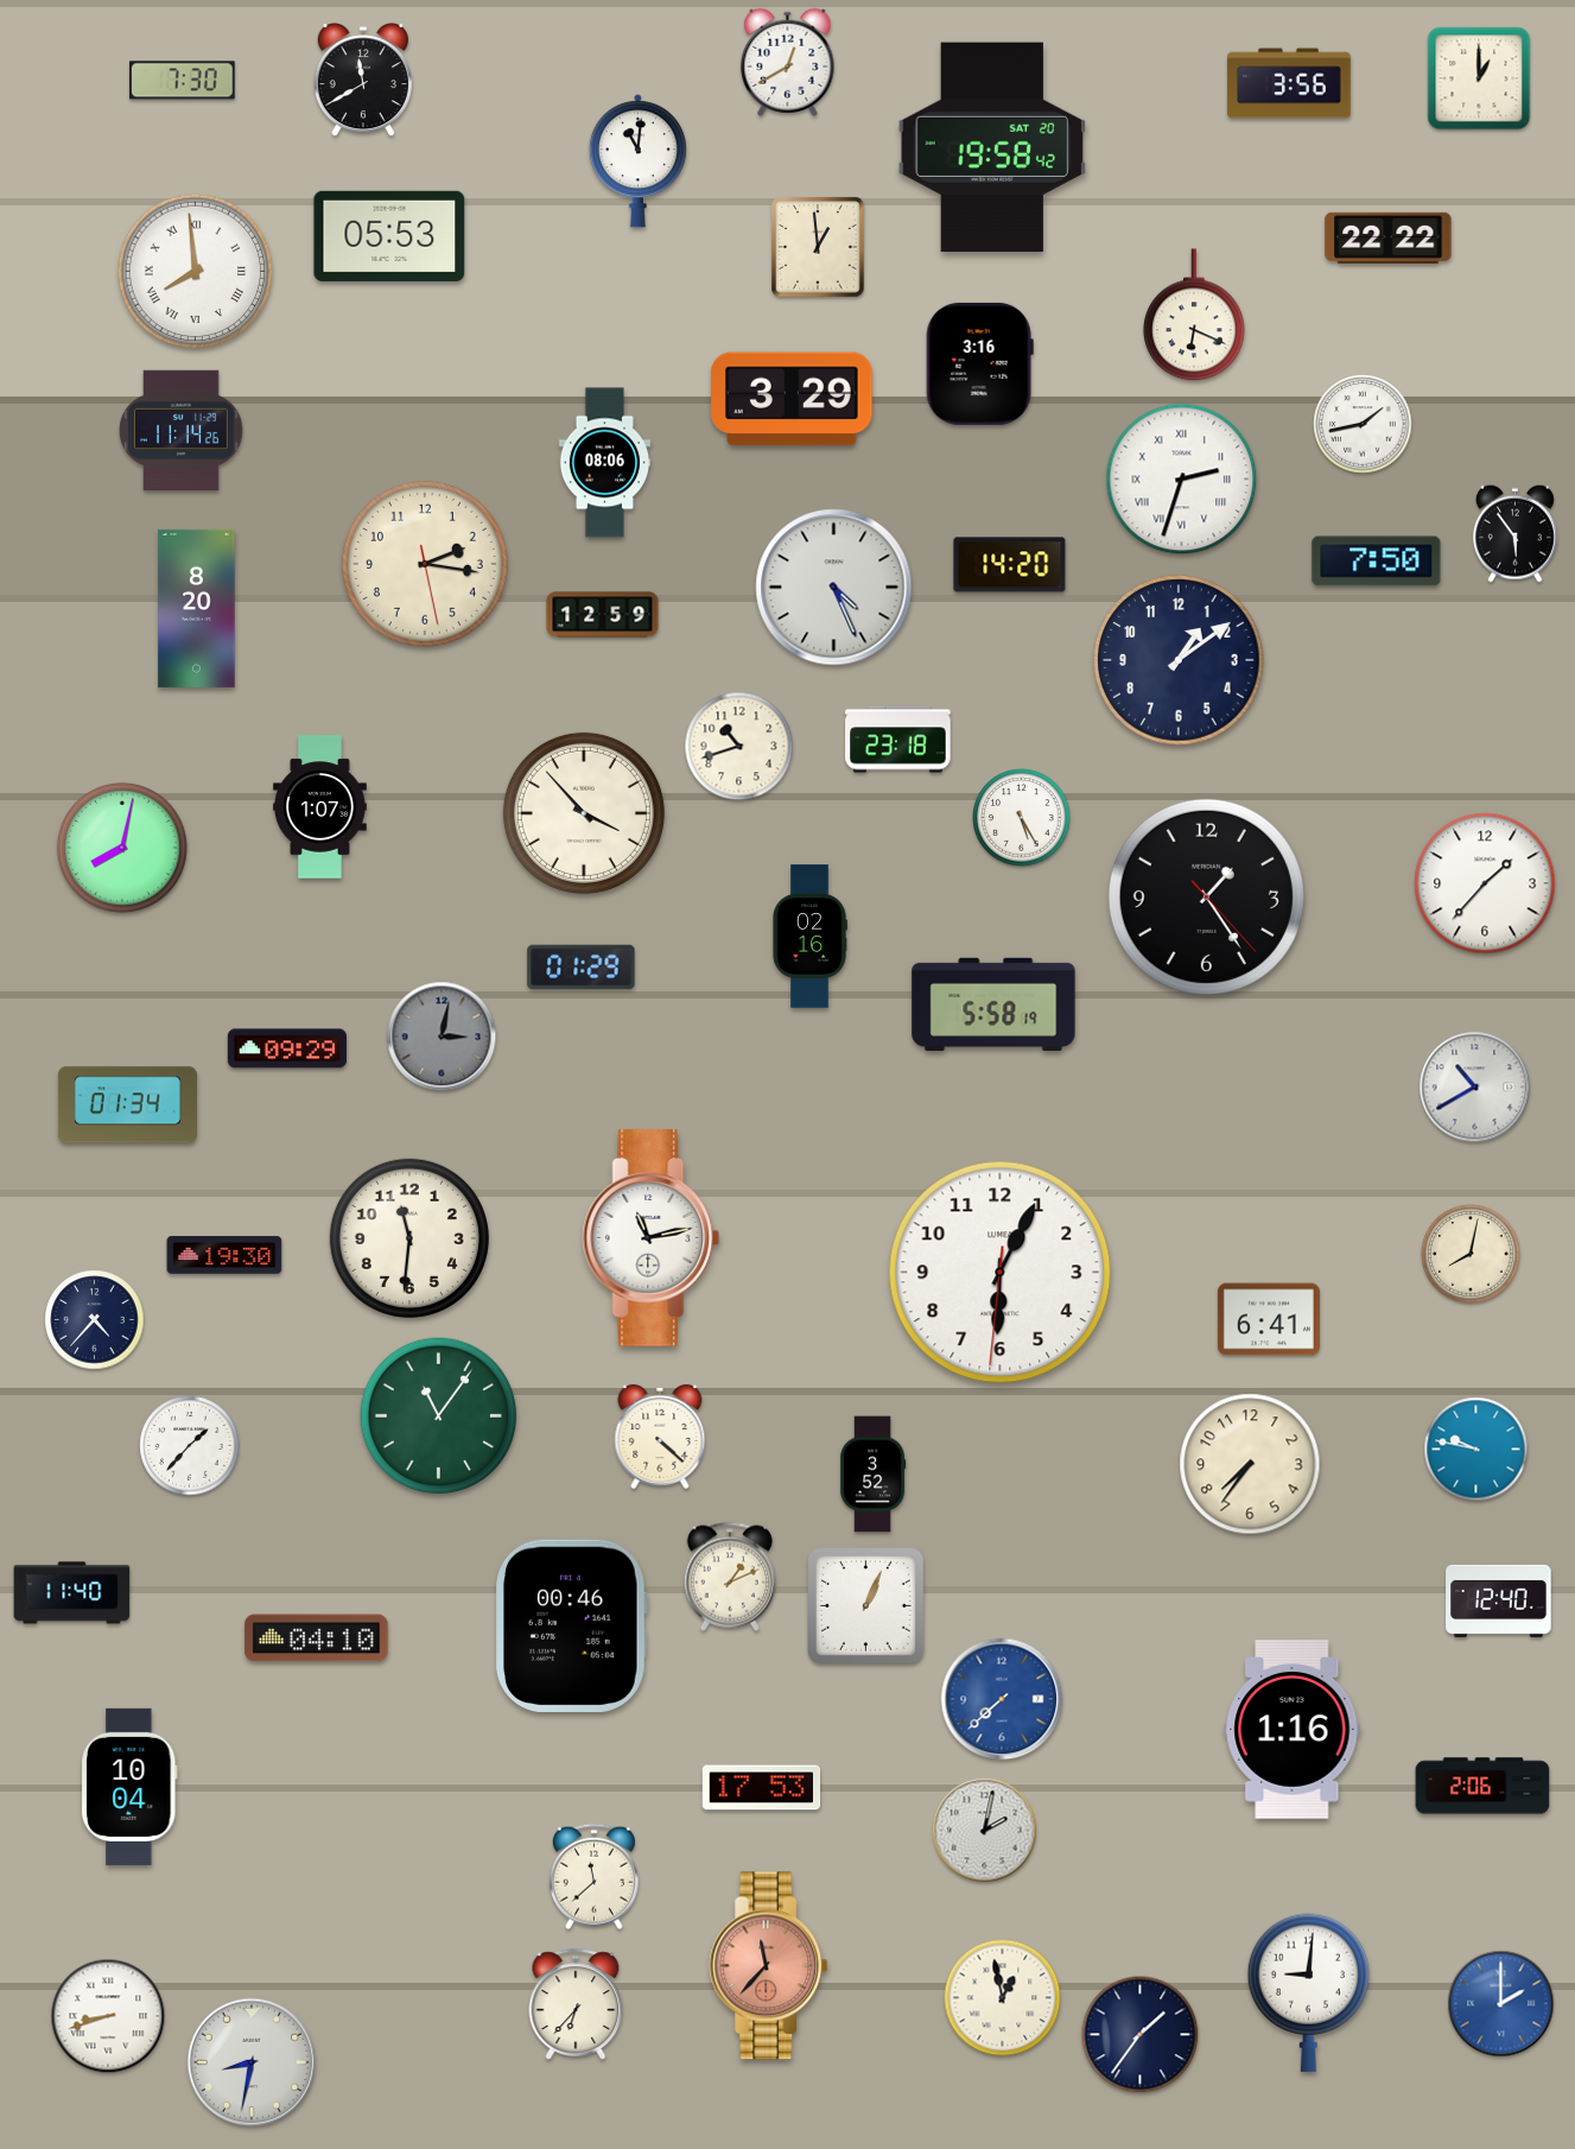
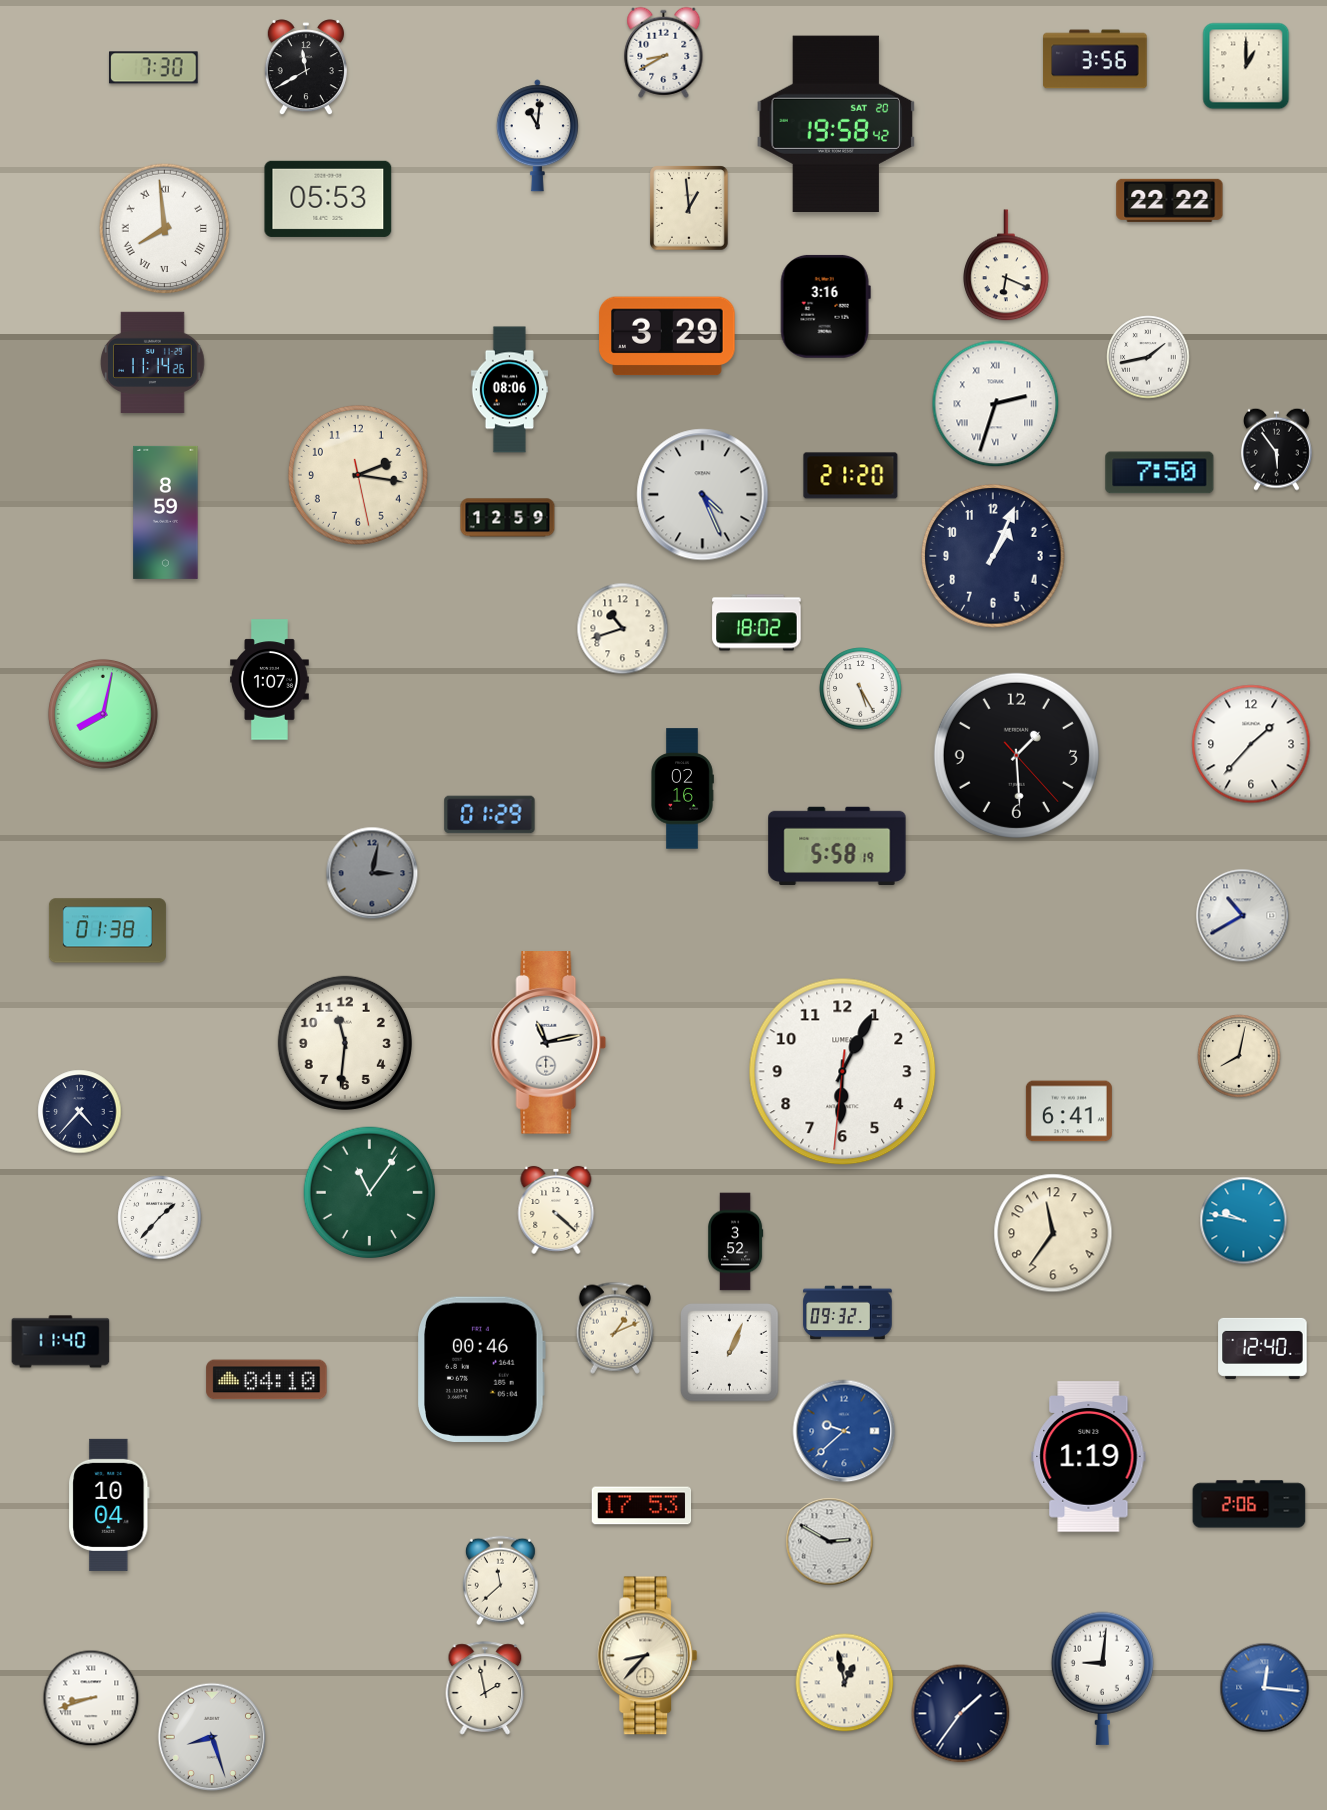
clock at (788, 62): 12:40 -> 8:40
clock at (1289, 83) position: (1289, 83) -> (1095, 59)
clock at (1010, 565): 14:20 -> 21:20
clock at (197, 608): 8:20 -> 8:59
clock at (1179, 660): 1:09 -> 1:04
clock at (898, 740): 23:18 -> 18:02
clock at (584, 813): 3:53 -> none
clock at (1206, 896): 1:24 -> 1:29
clock at (287, 1048): 09:29 -> none
clock at (127, 1105): 01:34 -> 01:38
clock at (224, 1255): 19:30 -> none
clock at (1250, 1464): 7:36 -> 11:36
clock at (848, 1313): none -> 09:32
clock at (1002, 1699): 7:38 -> 9:38
clock at (1293, 1730): 1:16 -> 1:19
clock at (985, 1831): 2:02 -> 2:50
clock at (769, 1966): 11:37 -> 8:37
clock at (769, 1966) dial: salmon -> cream
clock at (576, 2004): 6:37 -> 1:58
clock at (1501, 2004): 2:00 -> 12:16
clock at (252, 2062): 8:32 -> 8:27
